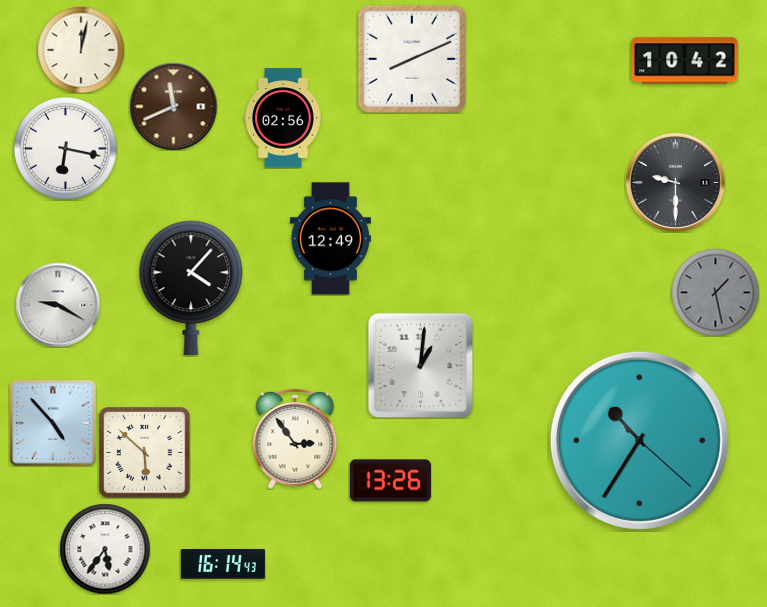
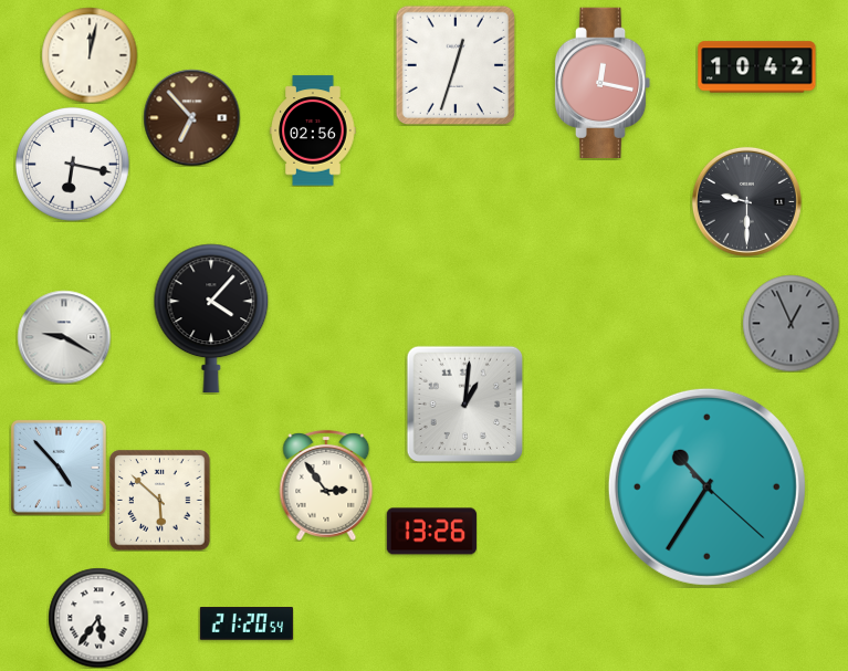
clock at (412, 59): 8:11 -> 12:33
clock at (603, 82): none -> 12:17
clock at (173, 106): 11:41 -> 6:53
clock at (330, 239): 12:49 -> none
clock at (715, 292): 1:28 -> 12:56
clock at (105, 549) position: (105, 549) -> (98, 618)
clock at (223, 564): 16:14 -> 21:20
